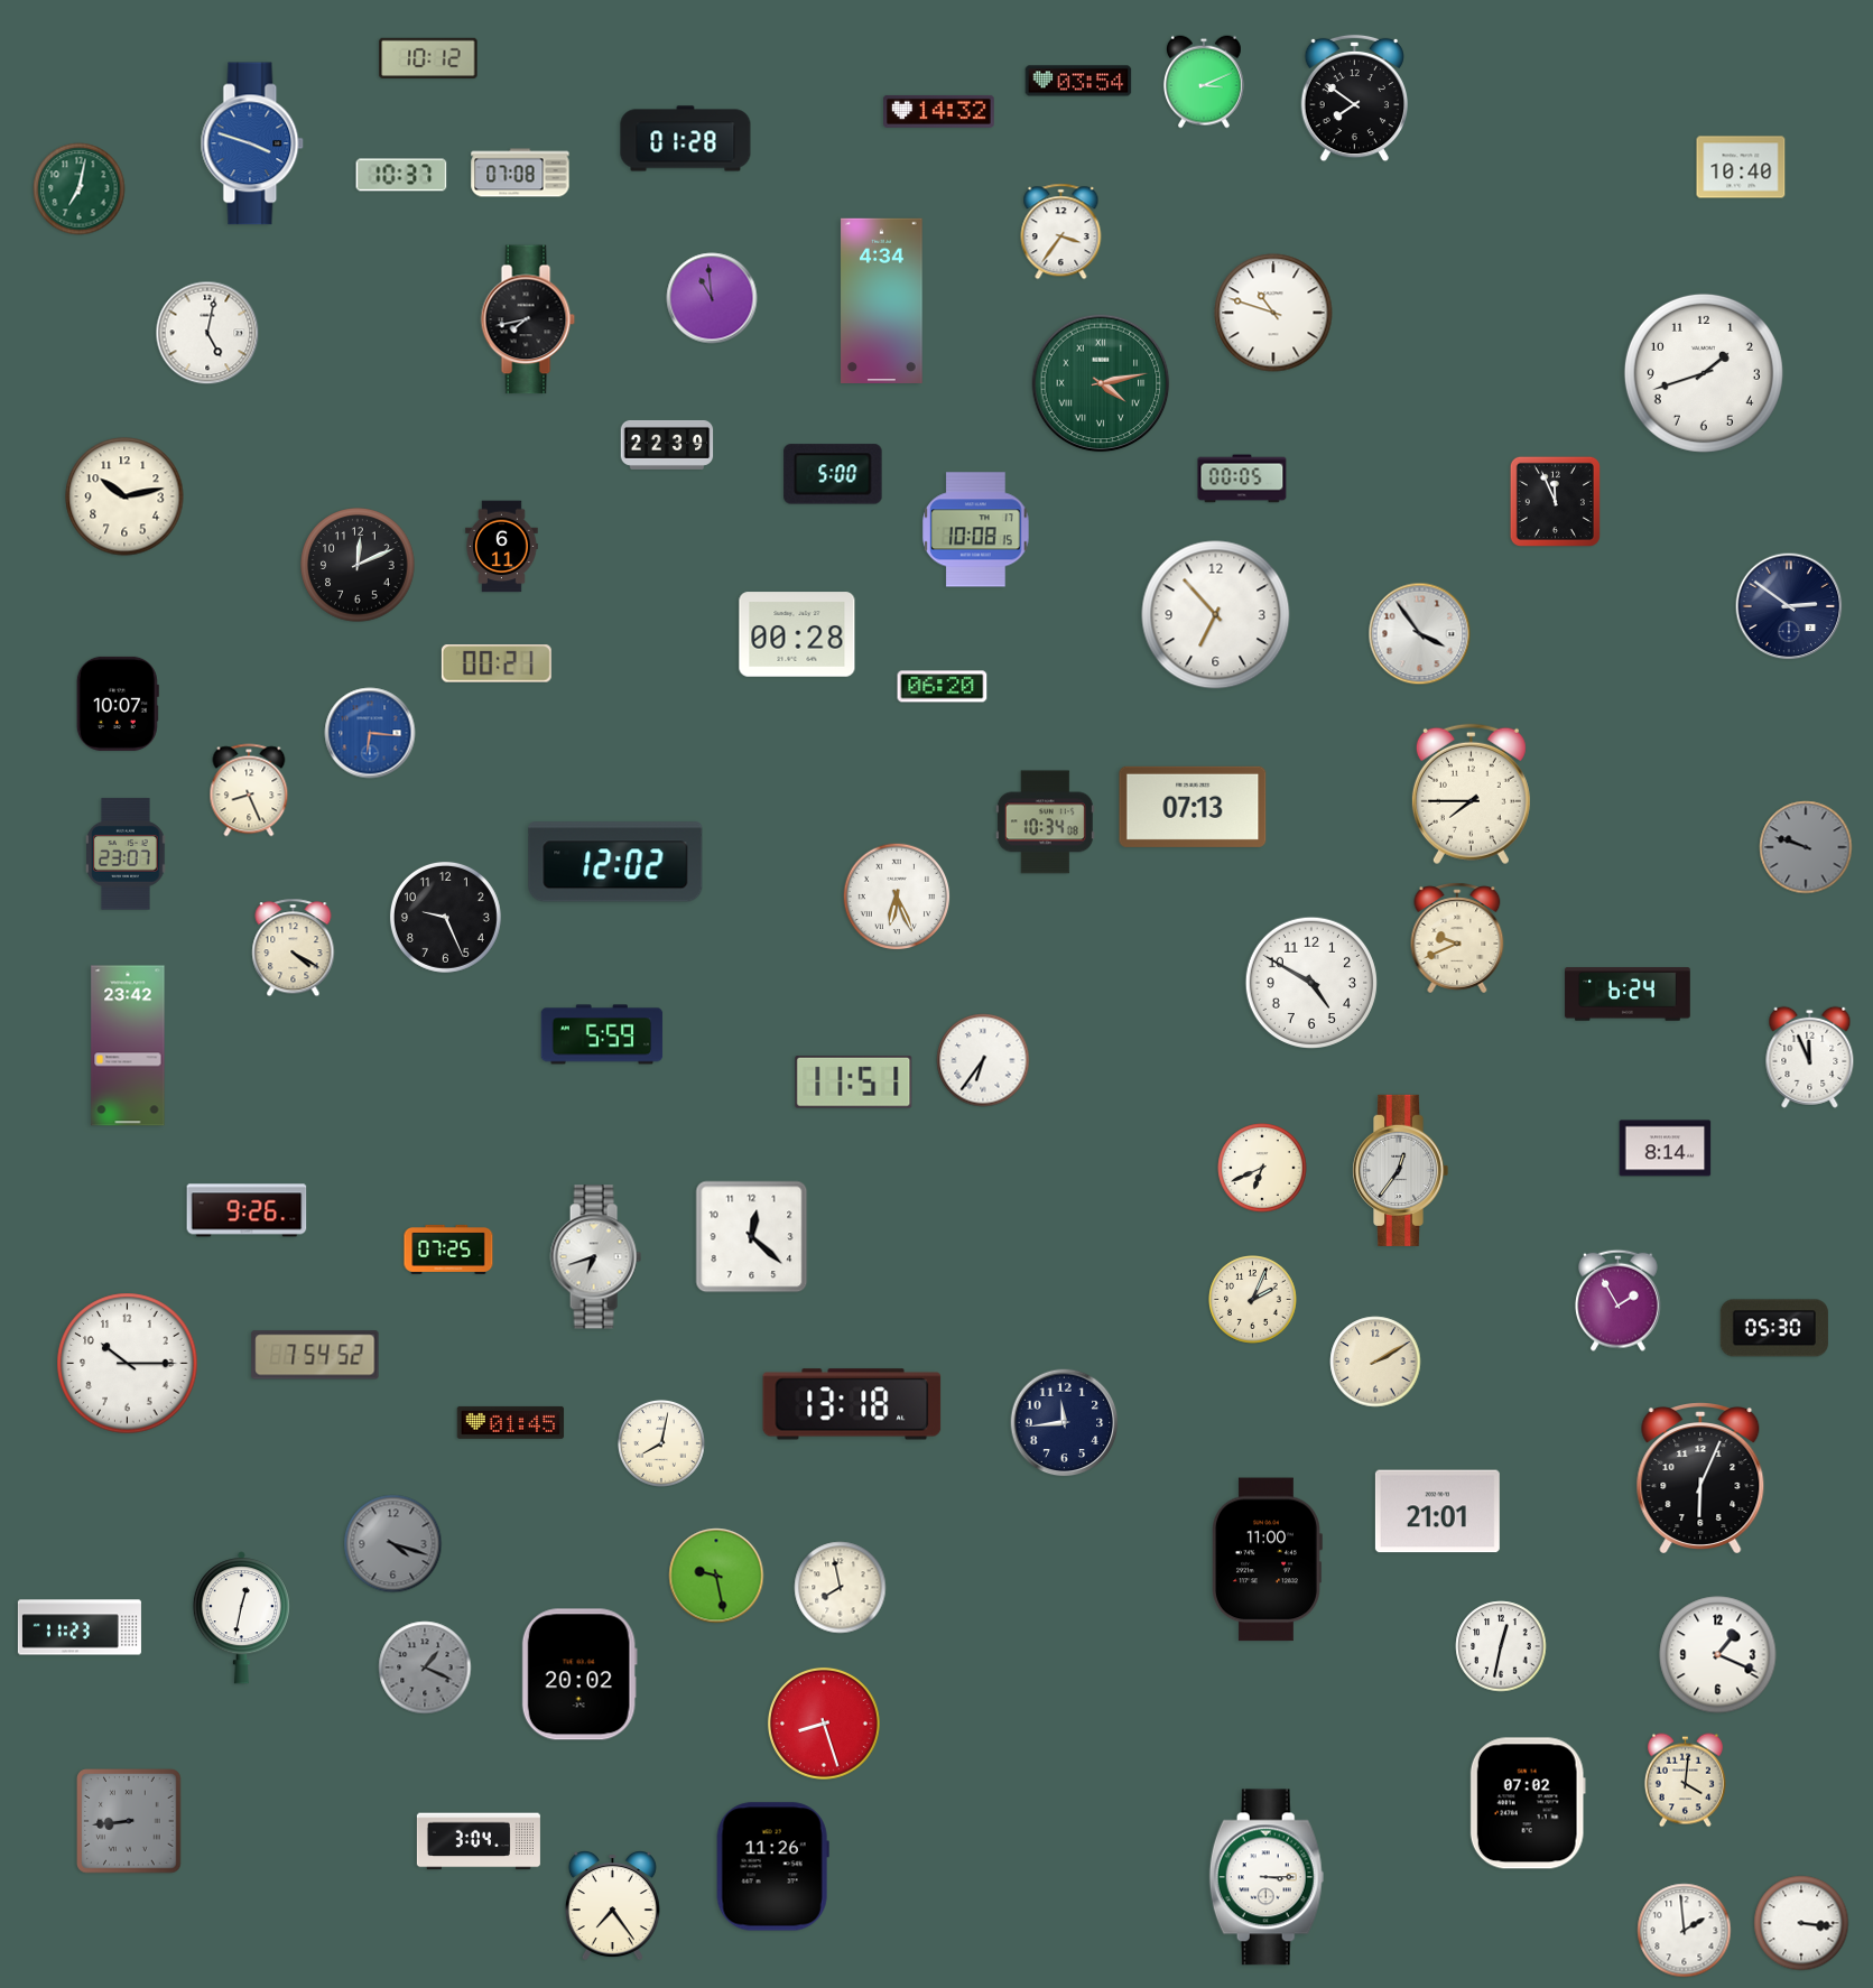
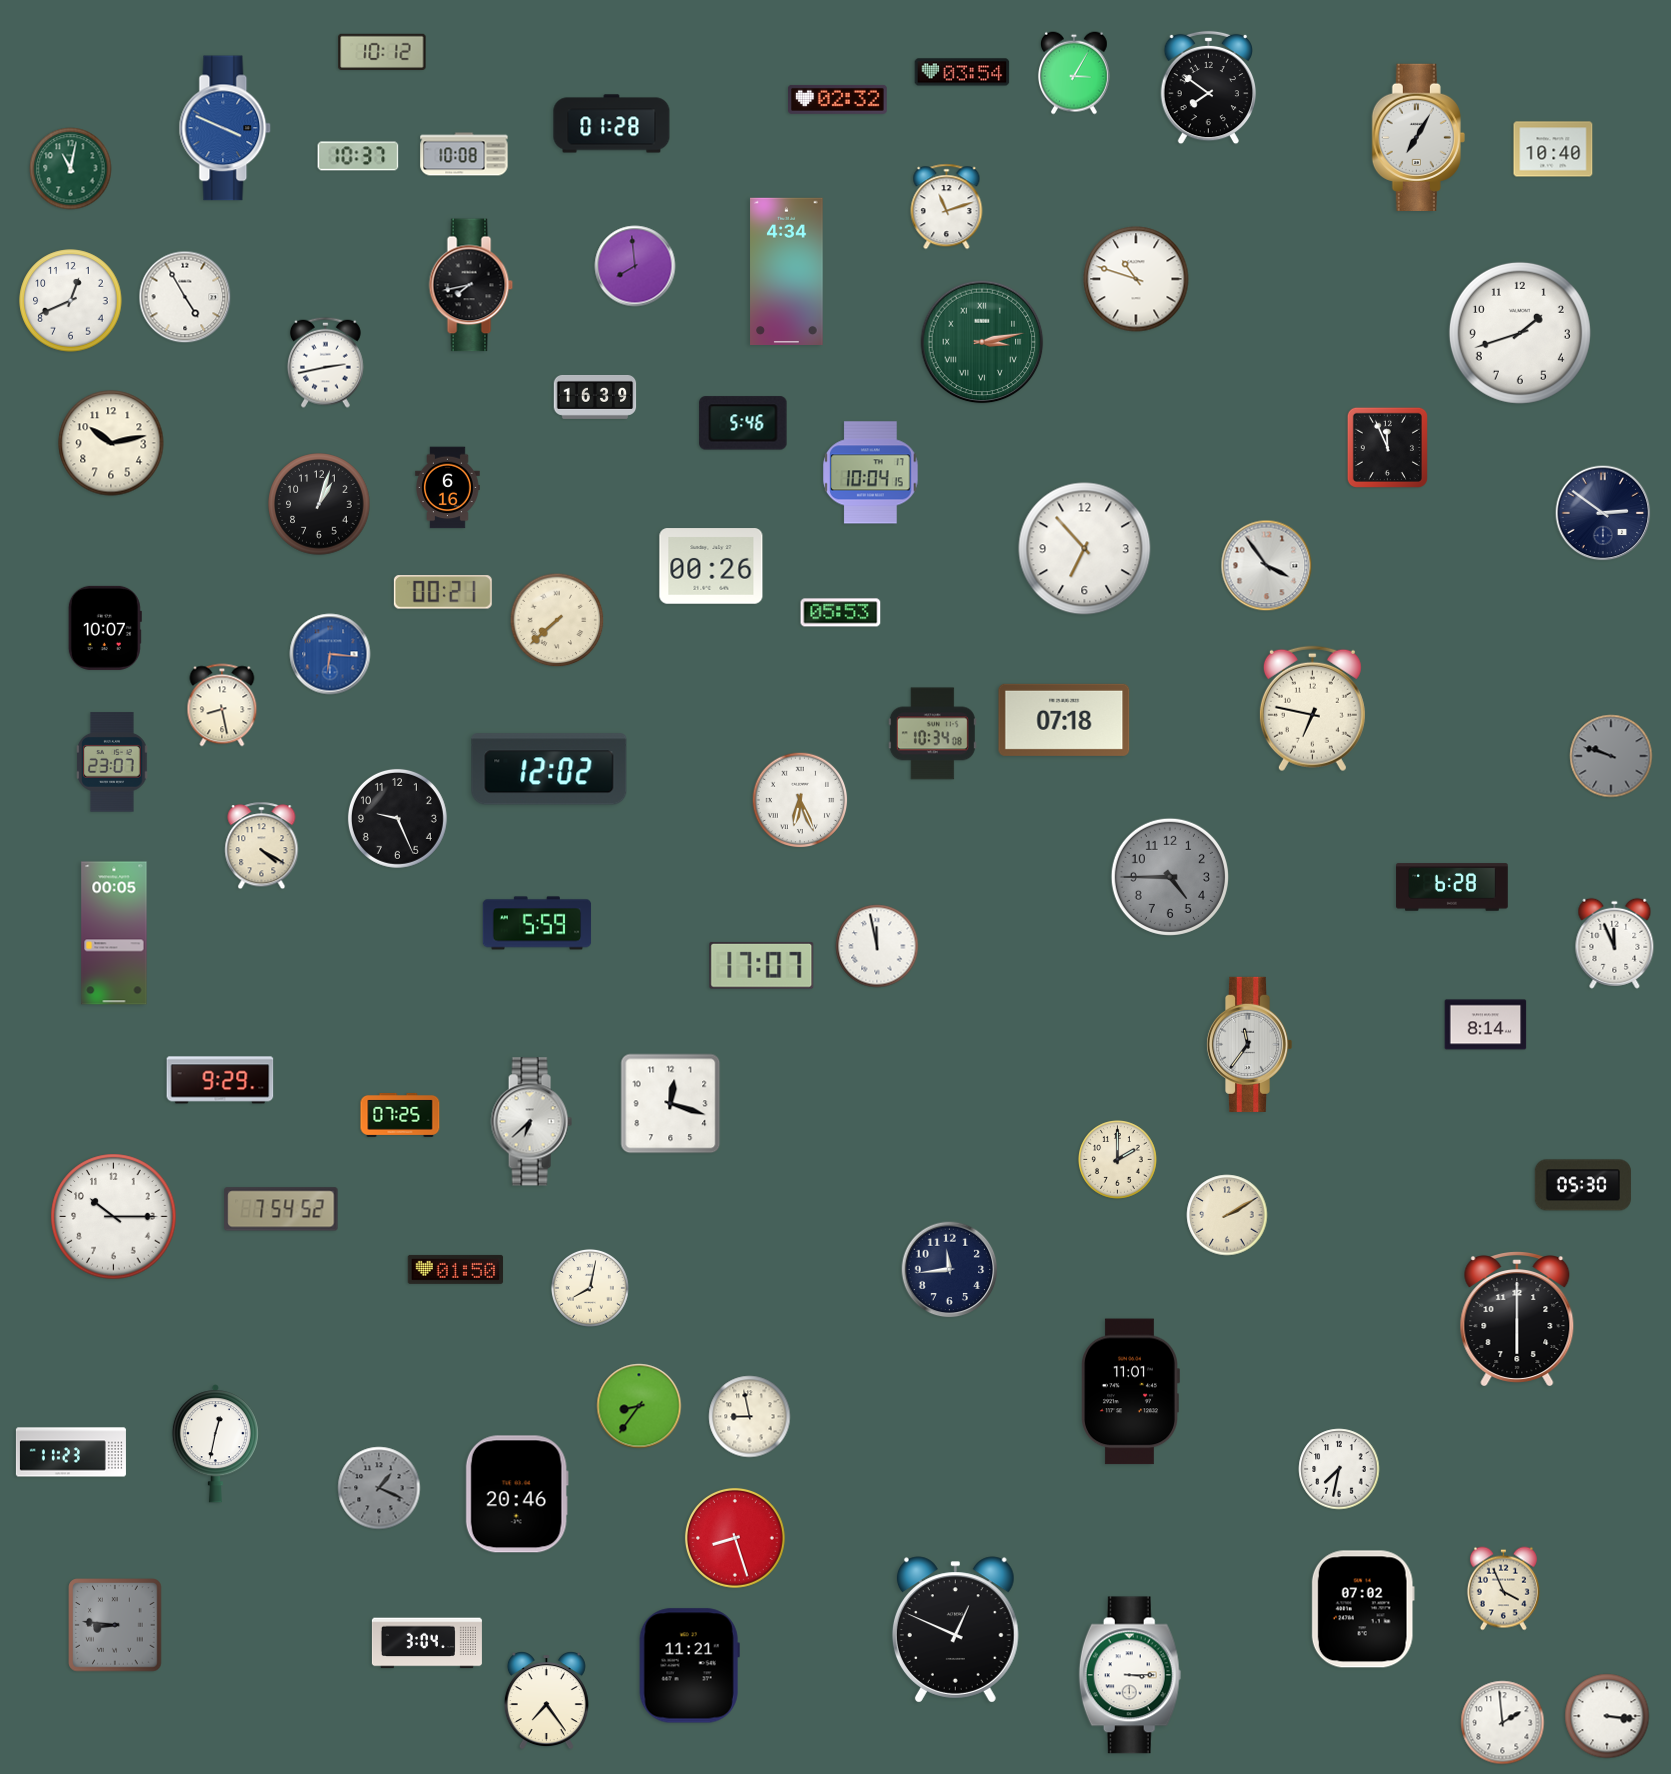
clock at (1204, 82): 3:11 -> 3:05
clock at (939, 111): 14:32 -> 02:32
clock at (252, 143): 3:48 -> 3:49
clock at (1418, 137): none -> 7:05
clock at (520, 173): 07:08 -> 10:08
clock at (80, 189): 7:02 -> 11:02
clock at (1061, 232): 3:36 -> 11:12
clock at (712, 298): 10:59 -> 7:59
clock at (882, 300) position: (882, 300) -> (787, 271)
clock at (207, 333): 5:02 -> 4:55
clock at (71, 301): none -> 12:41
clock at (1101, 383): 4:13 -> 3:13
clock at (325, 362): none -> 2:43
clock at (667, 445): 22:39 -> 16:39
clock at (833, 474): 5:00 -> 5:46
clock at (1242, 479): 00:05 -> none
clock at (976, 530): 10:08 -> 10:04
clock at (502, 547): 6:11 -> 6:16
clock at (358, 565): 12:11 -> 1:03
clock at (1789, 606) position: (1789, 606) -> (1603, 513)
clock at (797, 634): 00:28 -> 00:26
clock at (943, 687): 06:20 -> 05:53
clock at (557, 620): none -> 7:38
clock at (249, 790): 8:26 -> 8:28
clock at (1471, 795): 7:45 -> 6:47
clock at (1193, 807): 07:13 -> 07:18
clock at (1457, 938): 9:41 -> none
clock at (1311, 983): 4:50 -> 4:45
clock at (1311, 983) dial: white -> grey
clock at (1628, 994): 6:24 -> 6:28
clock at (128, 1046): 23:42 -> 00:05
clock at (983, 1060): 6:36 -> 11:58
clock at (854, 1081): 11:51 -> 17:07
clock at (1262, 1168): 6:41 -> none
clock at (1400, 1170): 12:36 -> 11:36
clock at (247, 1210): 9:26 -> 9:29
clock at (752, 1237): 12:22 -> 12:18
clock at (595, 1257): 6:42 -> 6:38
clock at (1253, 1300): 2:04 -> 2:00
clock at (1617, 1300): 1:55 -> none
clock at (852, 1404): 13:18 -> none
clock at (511, 1422): 01:45 -> 01:50
clock at (1700, 1478): 6:04 -> 6:00
clock at (1437, 1512): 21:01 -> none
clock at (393, 1544): 4:18 -> none
clock at (1267, 1560): 11:00 -> 11:01
clock at (716, 1576): 9:28 -> 8:36
clock at (841, 1588): 7:58 -> 8:58
clock at (1501, 1646): 12:32 -> 7:32
clock at (1718, 1655): 1:19 -> none
clock at (579, 1674): 20:02 -> 20:46
clock at (1685, 1781): 4:01 -> 3:56
clock at (129, 1821): 8:44 -> 8:46
clock at (955, 1630): none -> 12:49
clock at (772, 1867): 11:26 -> 11:21
